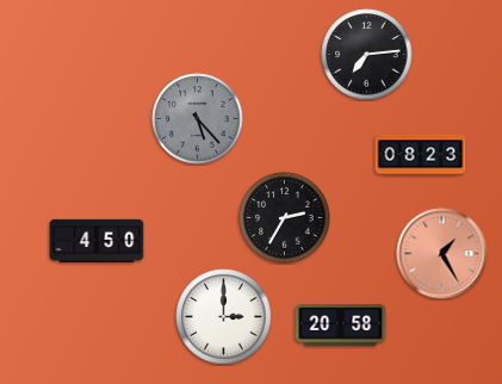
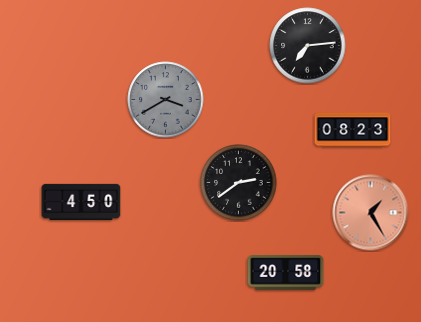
clock at (198, 119): 5:23 -> 3:40
clock at (285, 218): 2:35 -> 2:39
clock at (224, 317): 3:00 -> none
